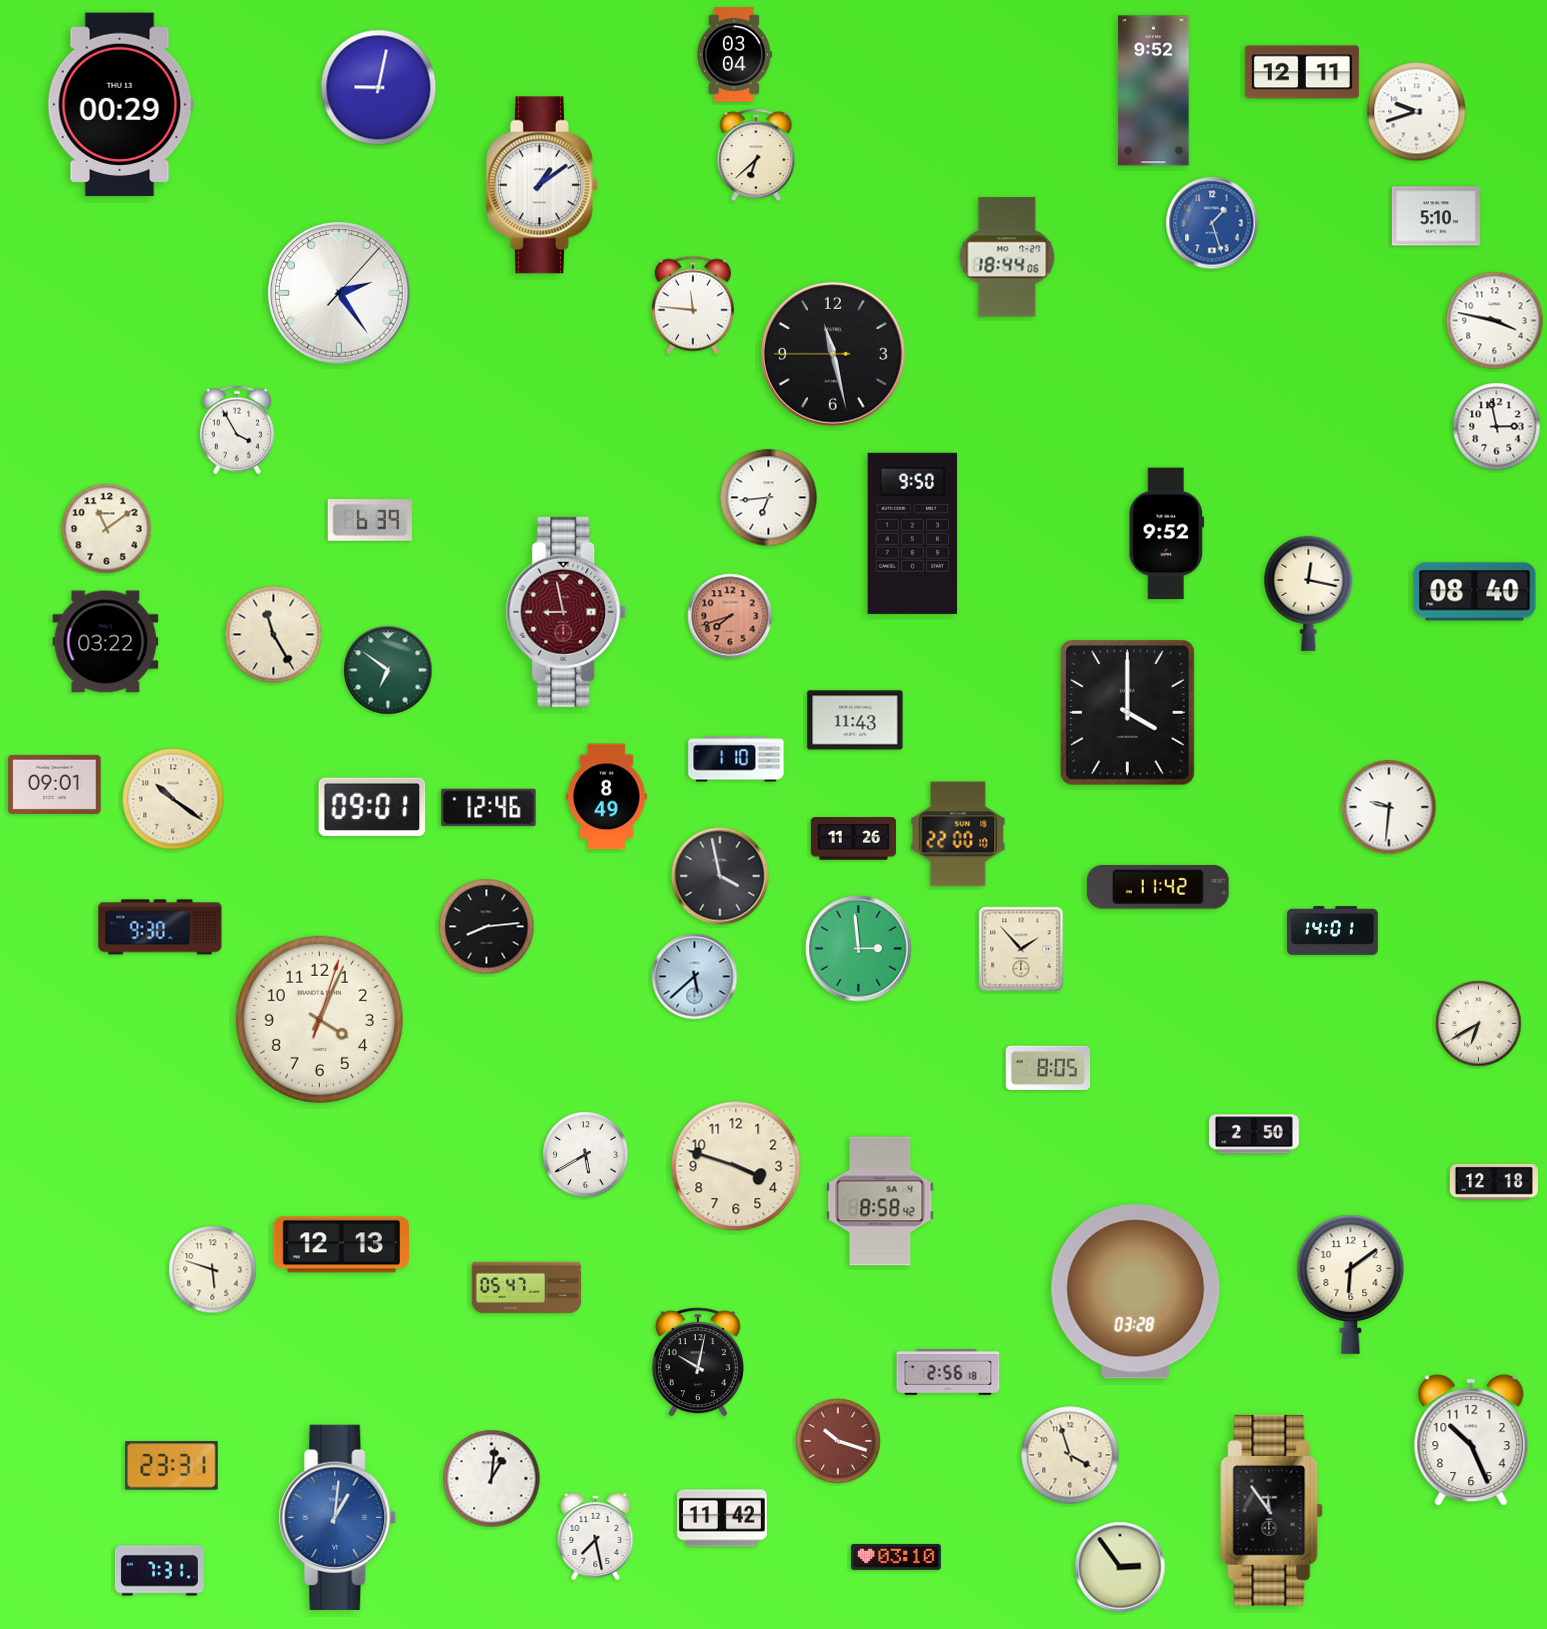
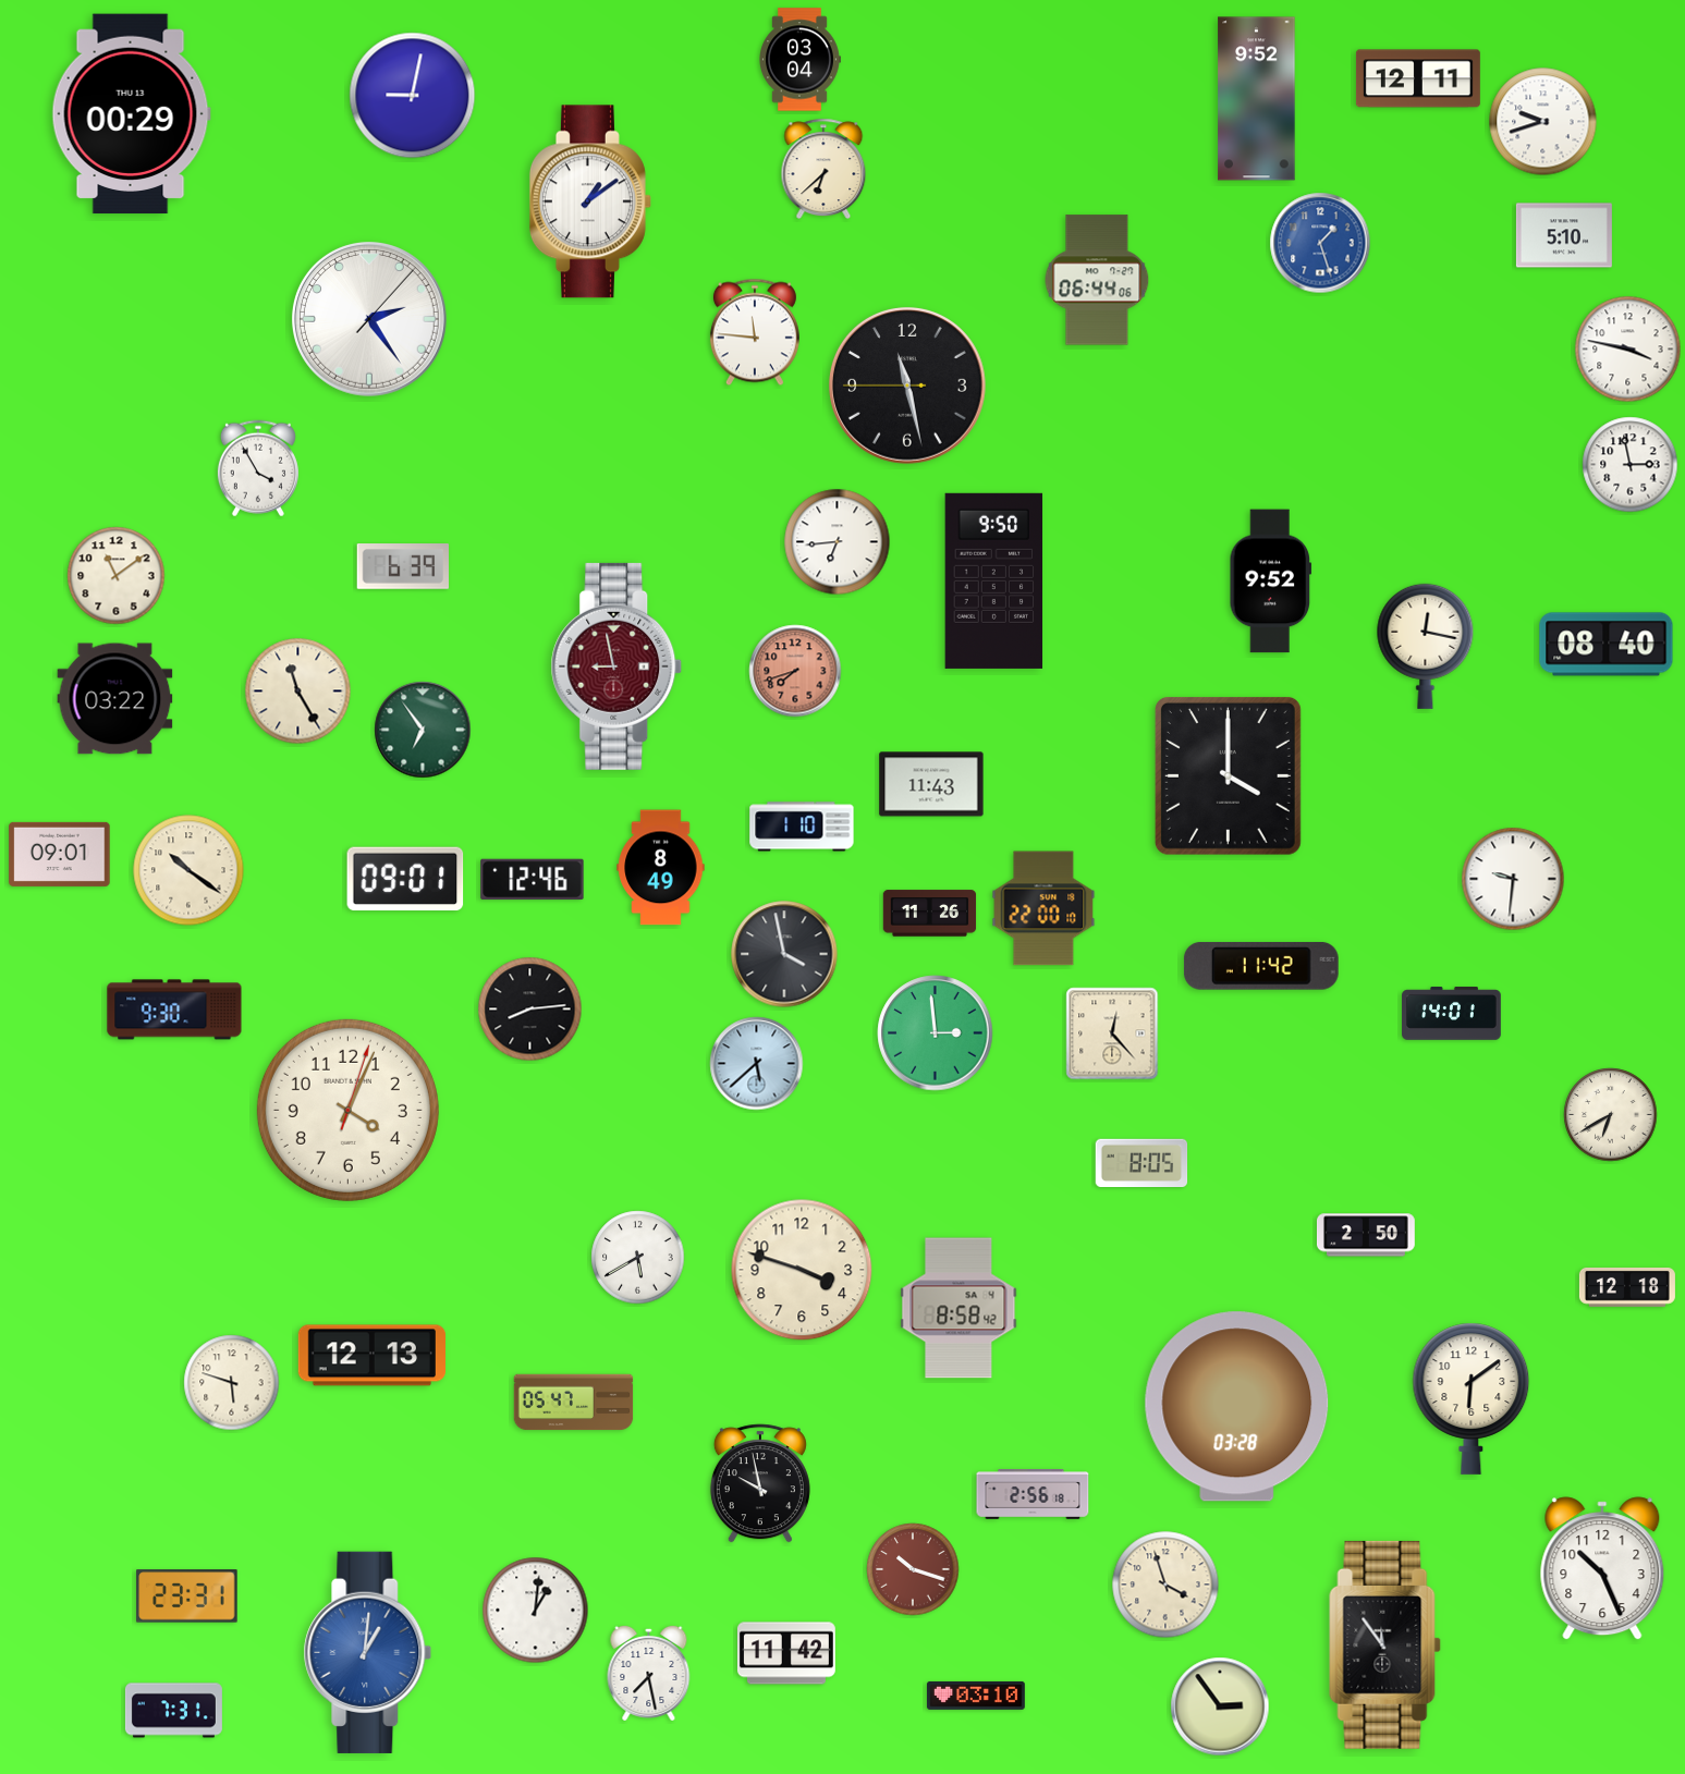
clock at (1007, 257): 18:44 -> 06:44
clock at (388, 670): 6:51 -> 6:54
clock at (1021, 949): 1:53 -> 12:23
clock at (698, 1362): 10:02 -> 9:58
